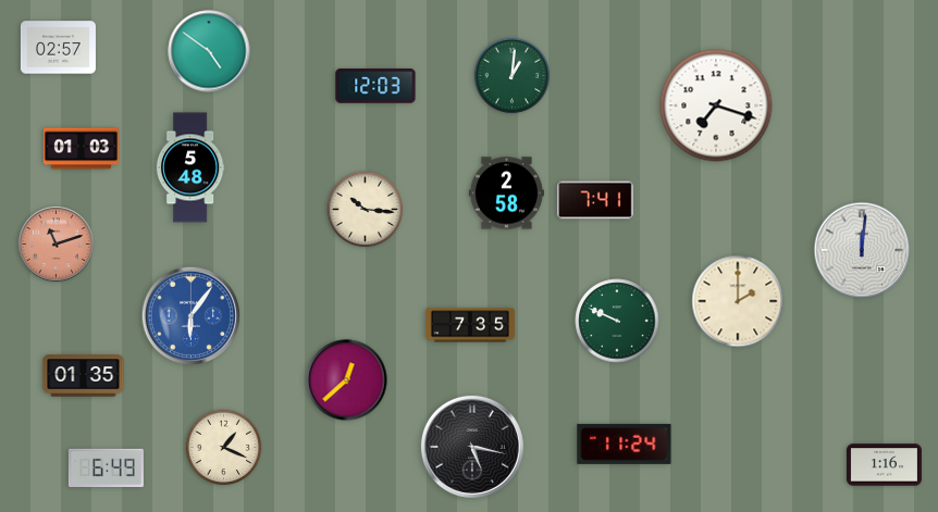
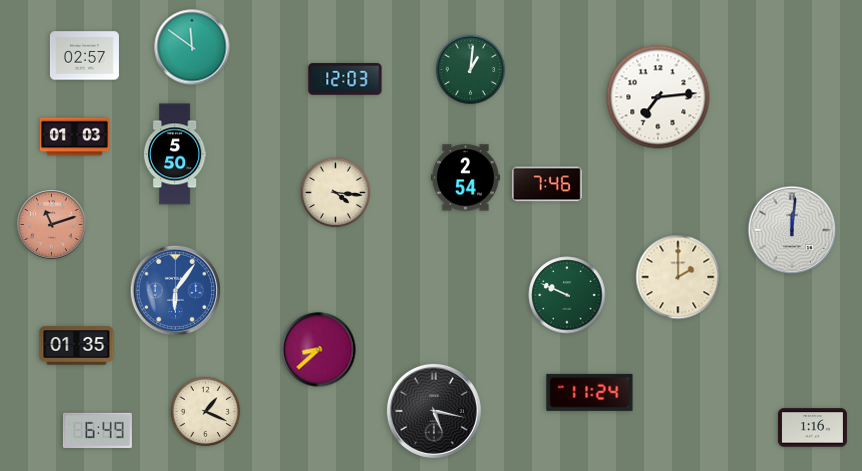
clock at (58, 48) position: (58, 48) -> (84, 56)
clock at (209, 51): 4:51 -> 11:51
clock at (716, 105): 7:18 -> 7:14
clock at (190, 167): 5:48 -> 5:50
clock at (506, 193): 2:58 -> 2:54
clock at (595, 200): 7:41 -> 7:46
clock at (366, 210): 10:16 -> 4:16
clock at (470, 325): 7:35 -> none
clock at (347, 380): 12:38 -> 8:38
clock at (625, 444) position: (625, 444) -> (590, 392)
